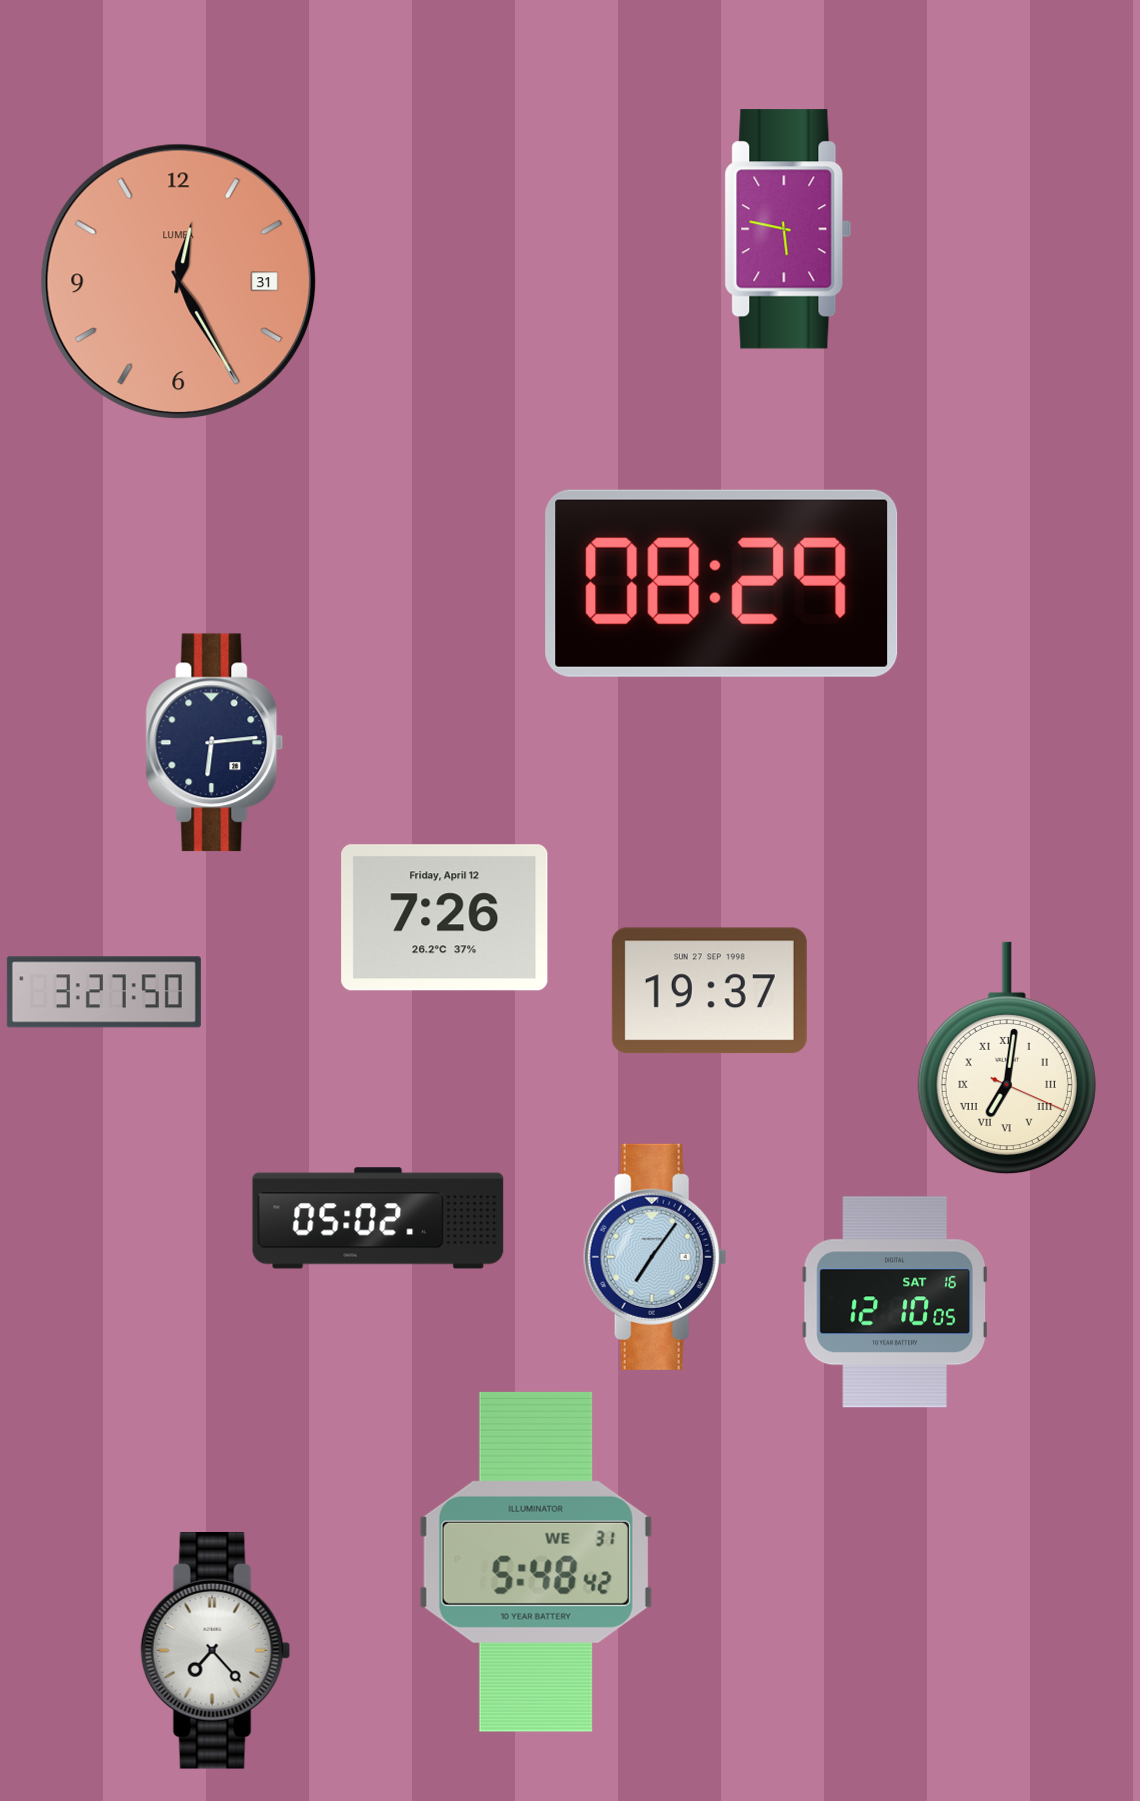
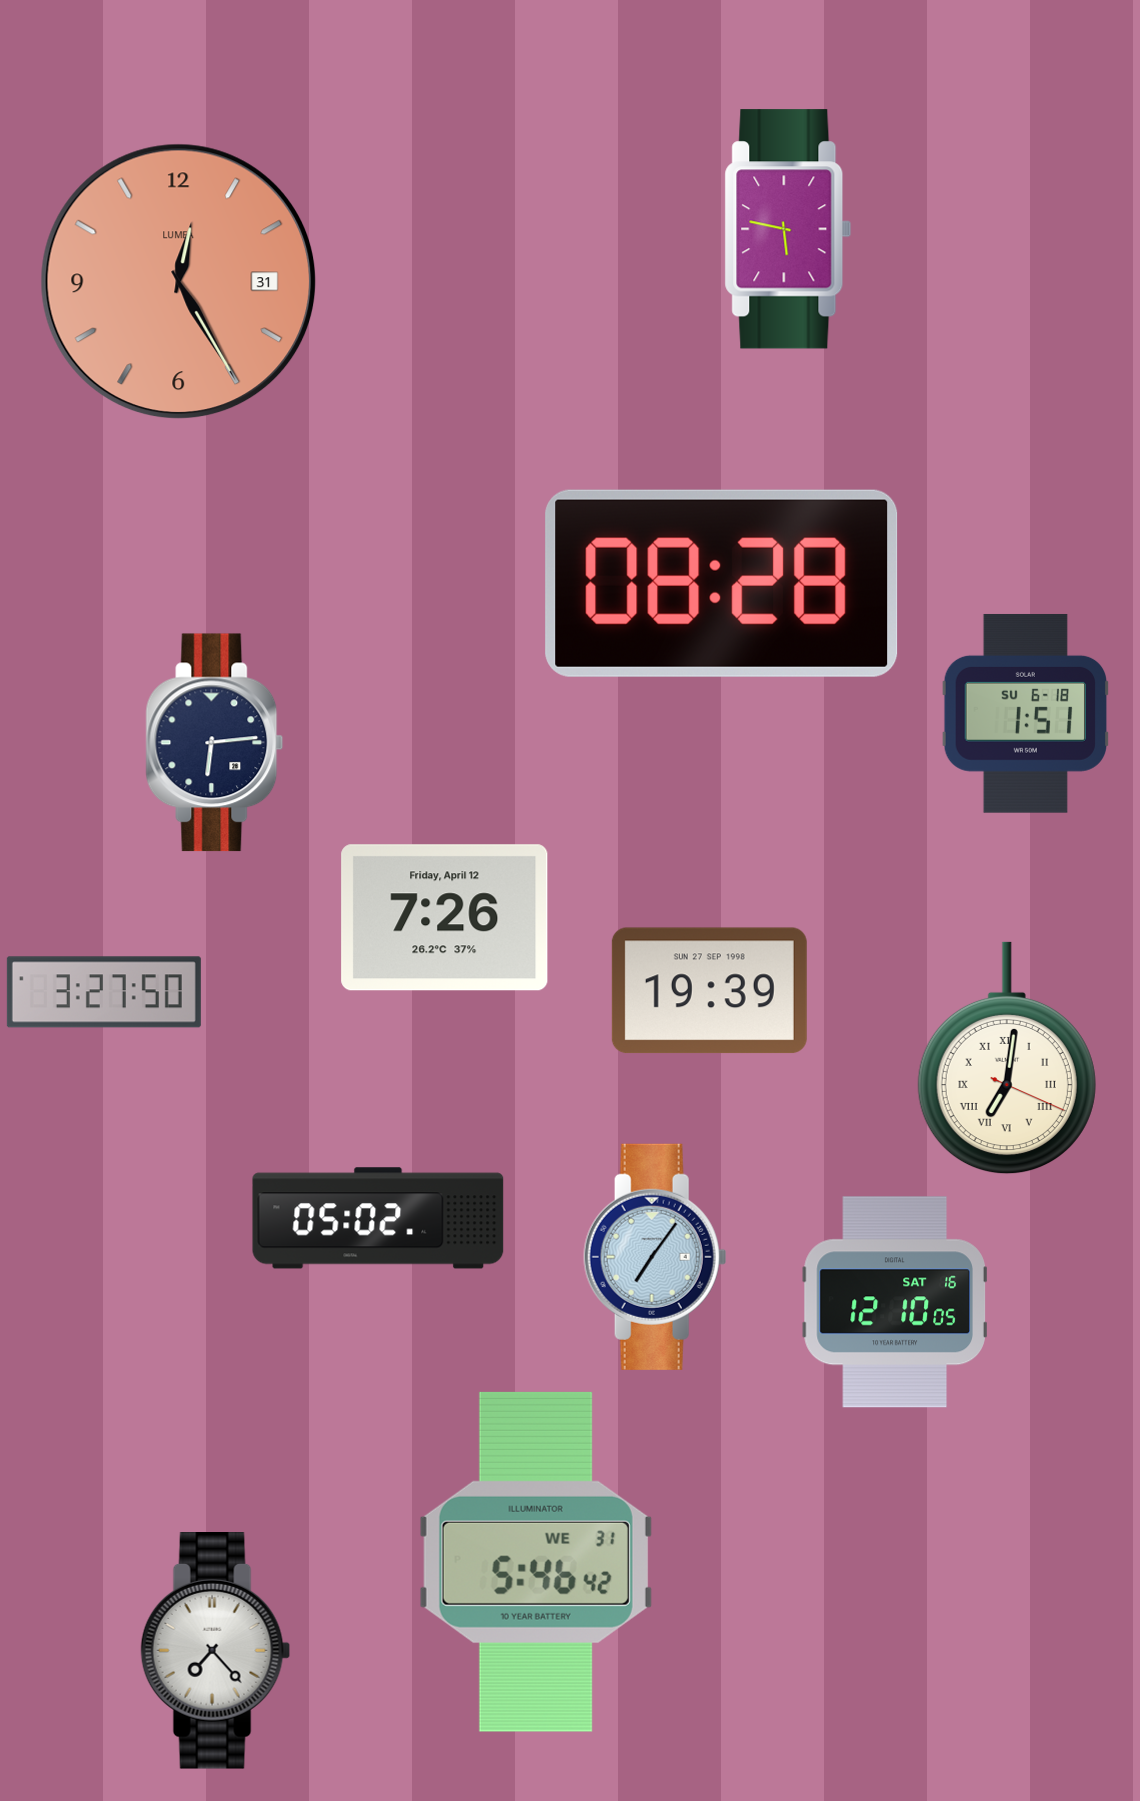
clock at (722, 583): 08:29 -> 08:28
clock at (1025, 713): none -> 1:51
clock at (709, 991): 19:37 -> 19:39
clock at (536, 1562): 5:48 -> 5:46
